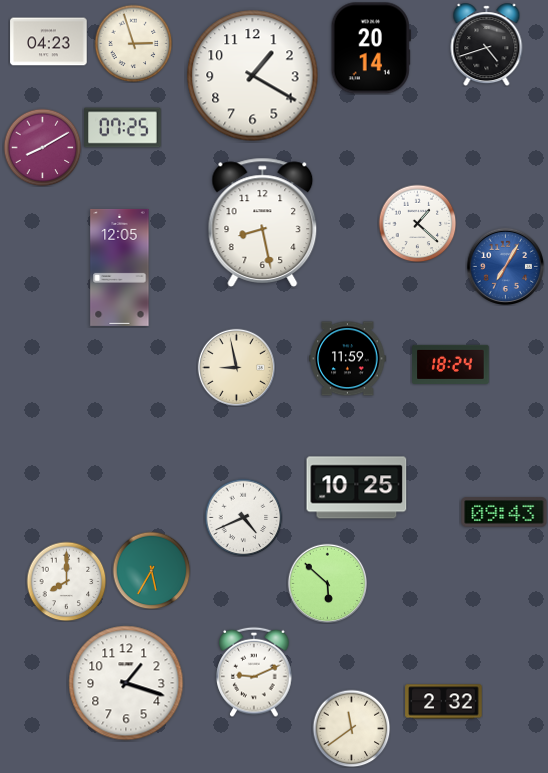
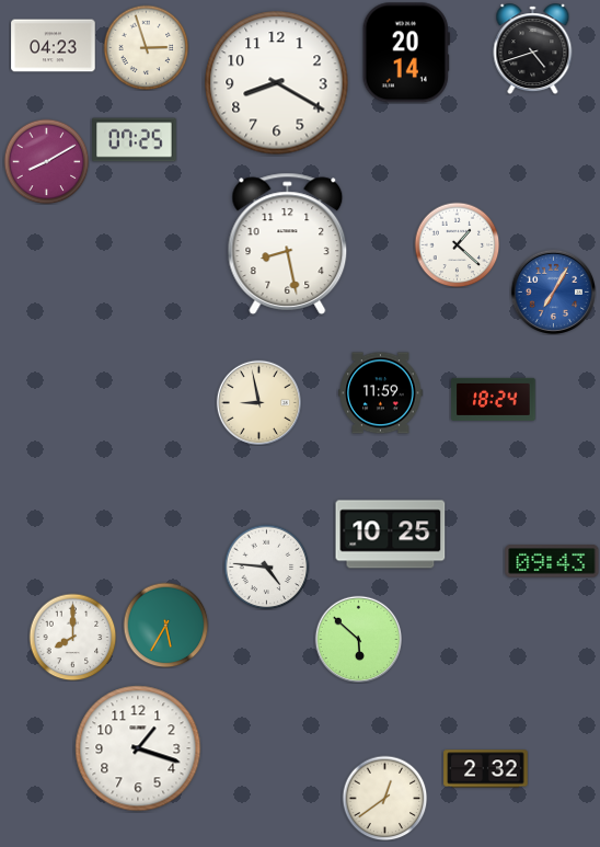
clock at (253, 76): 1:20 -> 8:20
clock at (120, 267): 12:05 -> none
clock at (243, 517): 4:41 -> 4:46
clock at (254, 672): 9:11 -> none
clock at (351, 728): 11:39 -> 12:39
